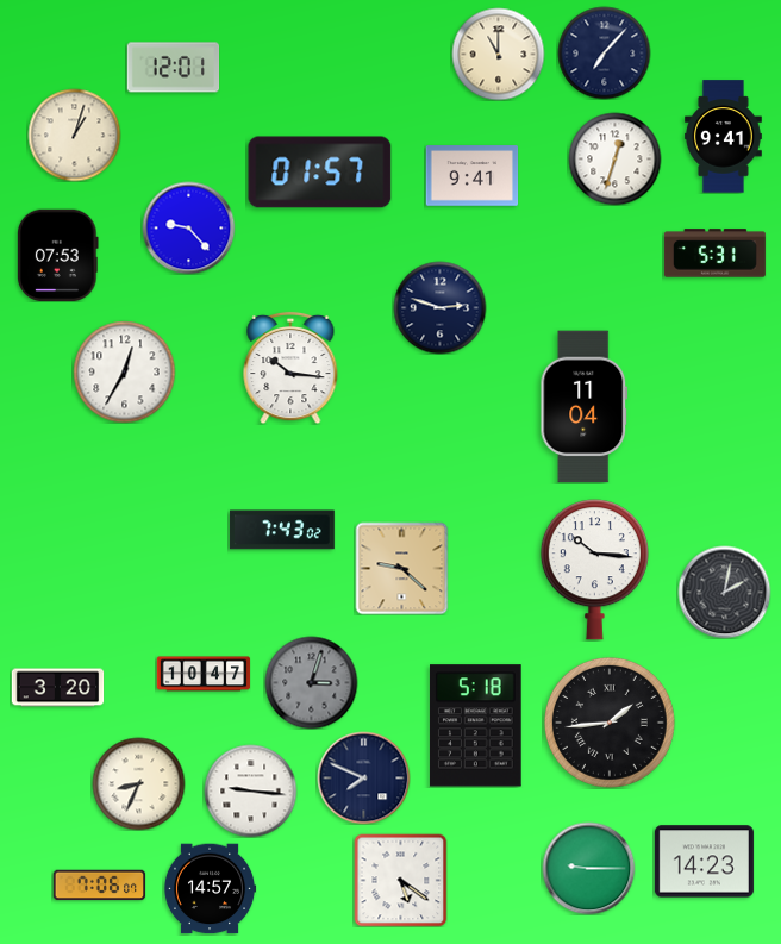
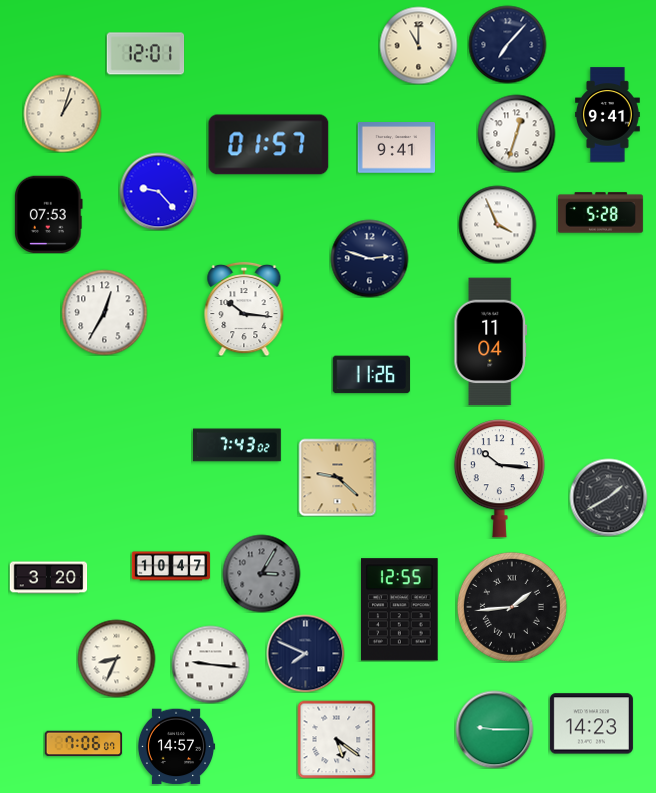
clock at (173, 68) position: (173, 68) -> (145, 54)
clock at (714, 254): 5:31 -> 5:28
clock at (497, 224): none -> 3:56
clock at (371, 375): none -> 11:26
clock at (724, 592): 2:02 -> 1:40
clock at (311, 682): 3:03 -> 3:05
clock at (476, 726): 5:18 -> 12:55
